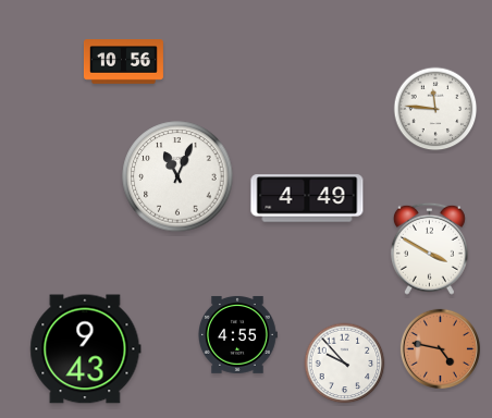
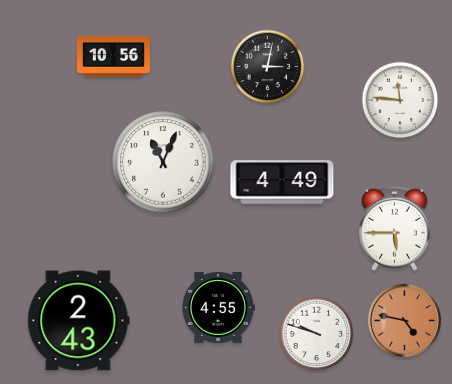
clock at (268, 67): none -> 3:02
clock at (429, 248): 3:50 -> 5:45
clock at (86, 349): 9:43 -> 2:43
clock at (345, 364): 9:53 -> 9:48
